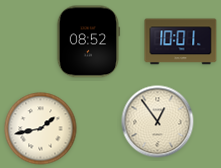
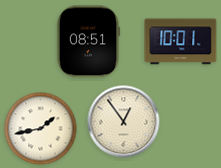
clock at (88, 42): 08:52 -> 08:51
clock at (158, 122) position: (158, 122) -> (124, 122)
